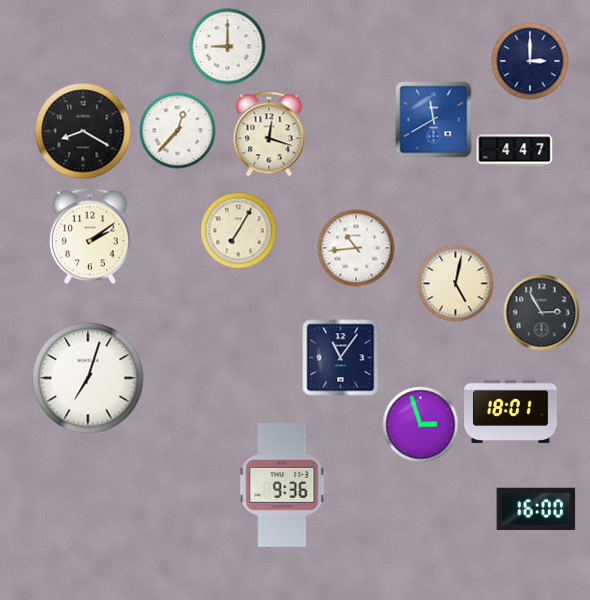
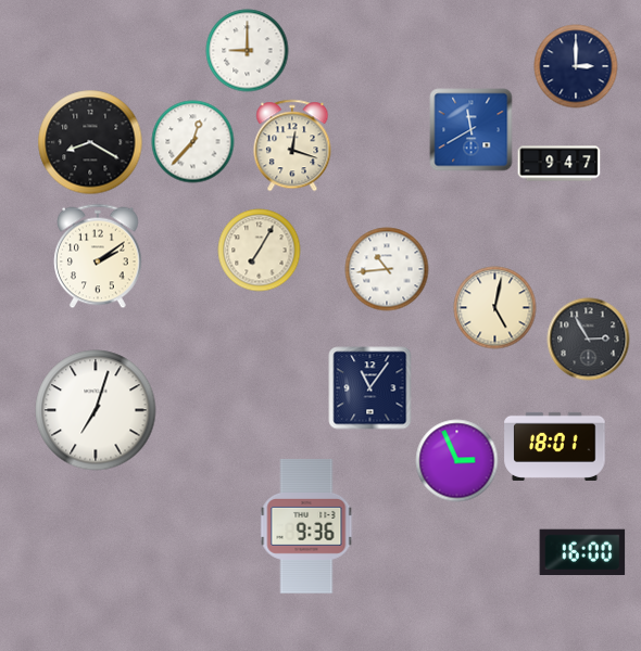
clock at (515, 151): 4:47 -> 9:47
clock at (421, 425): 2:57 -> 2:56
